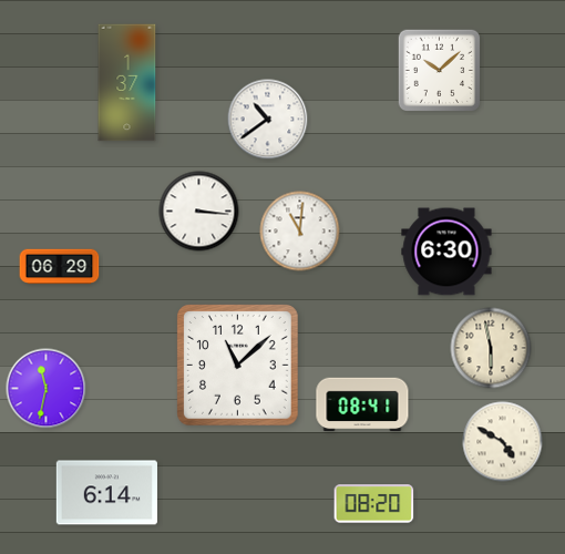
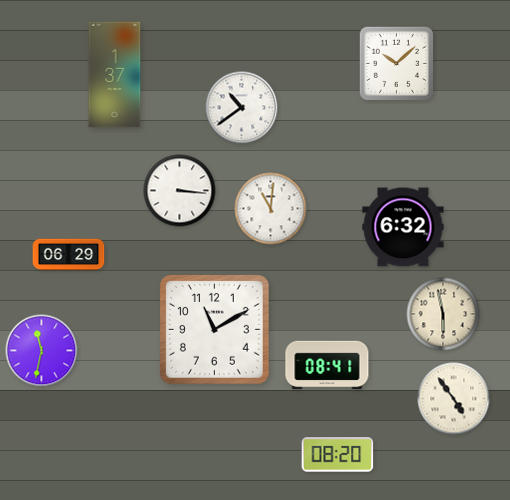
clock at (446, 252): 6:30 -> 6:32
clock at (60, 267) position: (60, 267) -> (69, 255)
clock at (238, 366): 11:08 -> 11:10
clock at (503, 442): 4:50 -> 4:54
clock at (106, 493): 6:14 -> none
